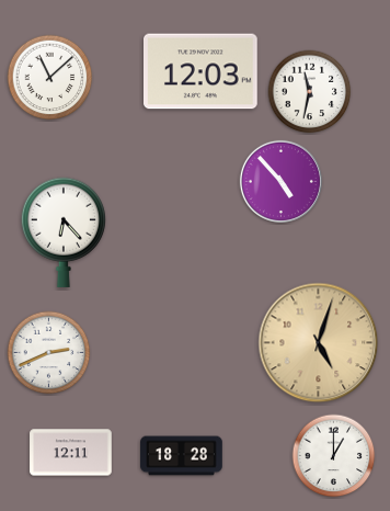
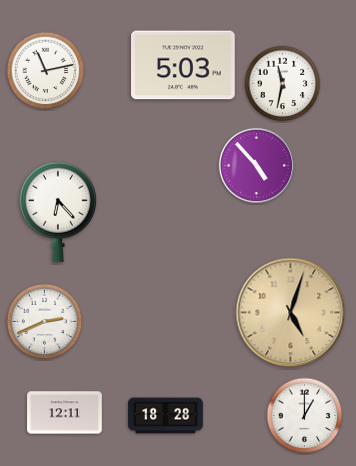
clock at (202, 71): 12:03 -> 5:03
clock at (50, 78): 11:08 -> 11:13
